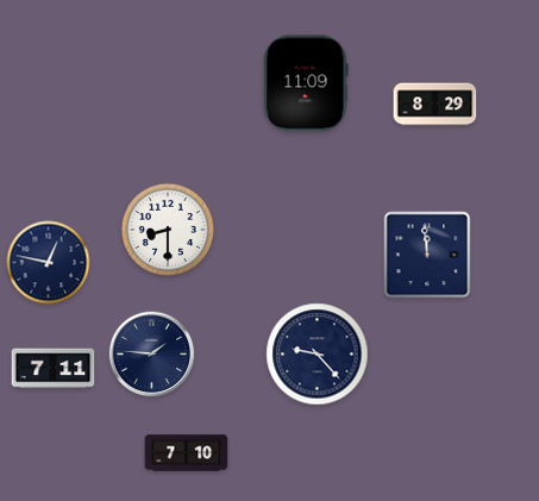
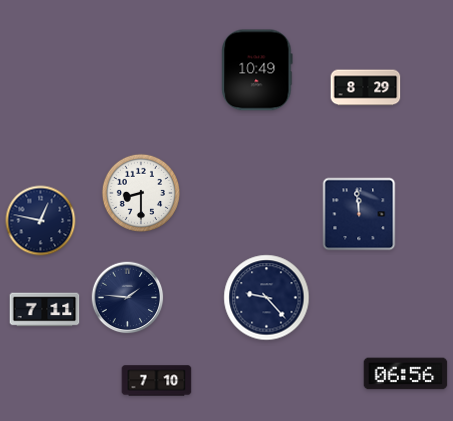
clock at (306, 83): 11:09 -> 10:49
clock at (406, 374): none -> 06:56
